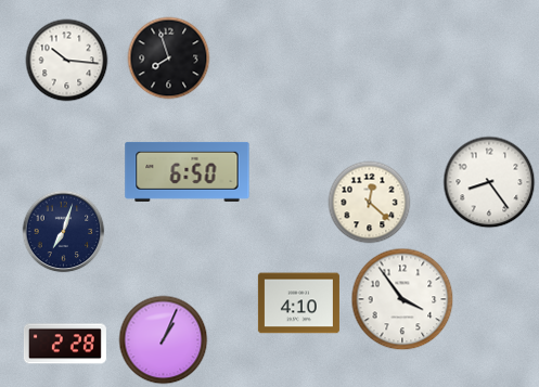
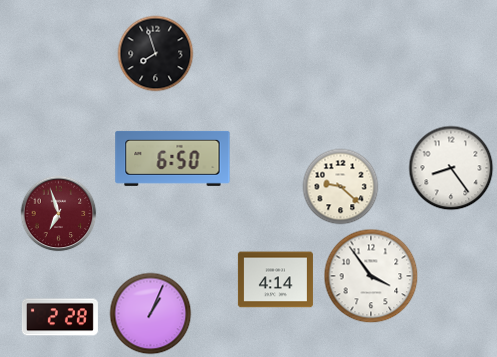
clock at (67, 61): 10:16 -> none
clock at (370, 203): 12:22 -> 9:22
clock at (64, 232): 7:03 -> 6:57
clock at (64, 232) dial: navy -> burgundy
clock at (298, 304): 4:10 -> 4:14
